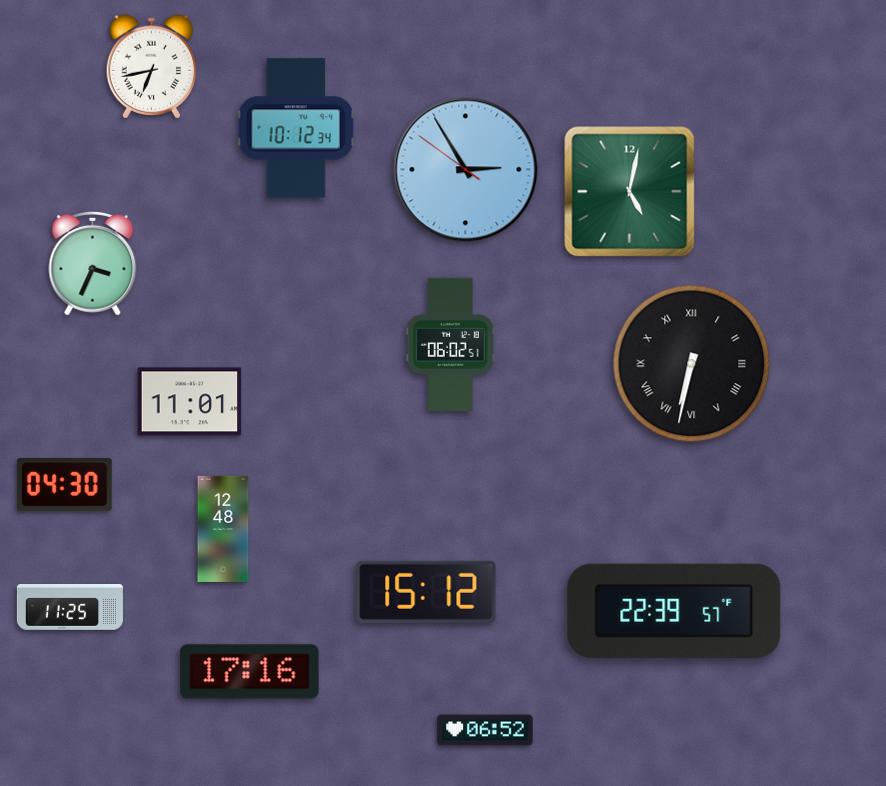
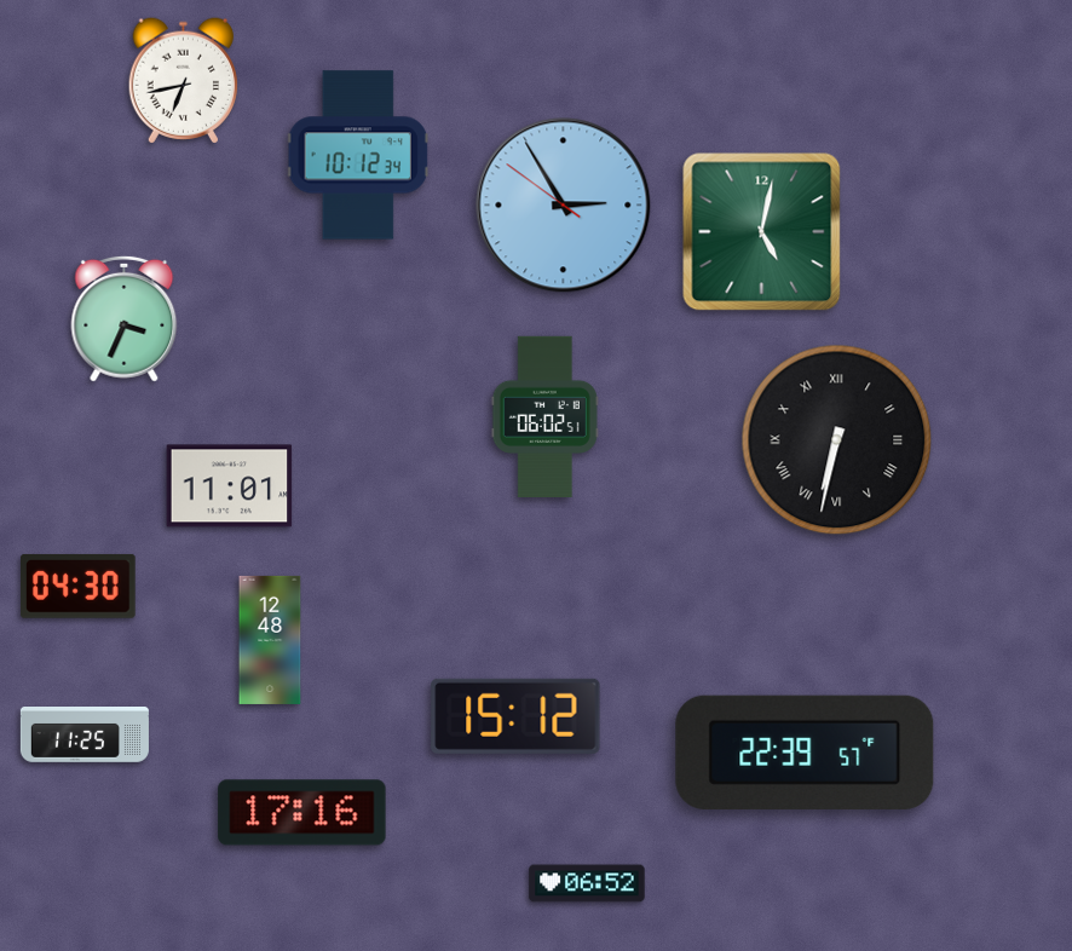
clock at (93, 263) position: (93, 263) -> (125, 318)
clock at (674, 611) position: (674, 611) -> (805, 753)
